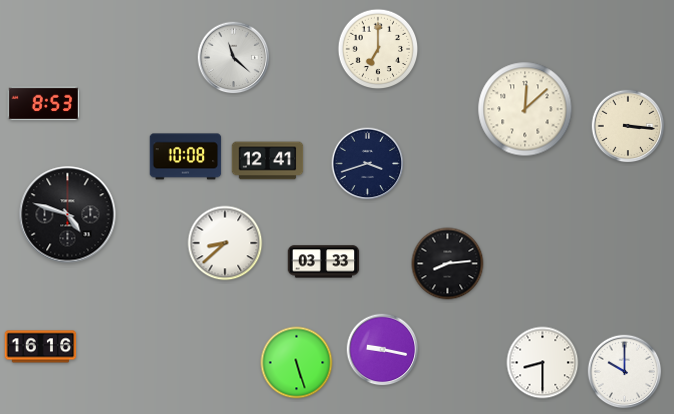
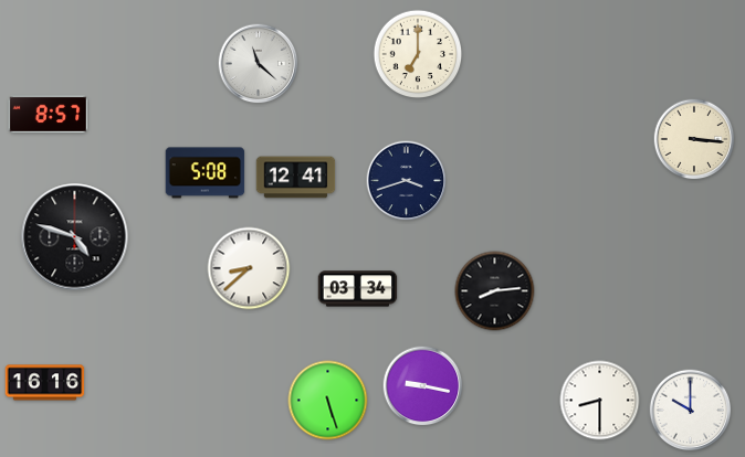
clock at (44, 104): 8:53 -> 8:57
clock at (525, 109): 12:08 -> none
clock at (186, 157): 10:08 -> 5:08
clock at (324, 262): 03:33 -> 03:34
